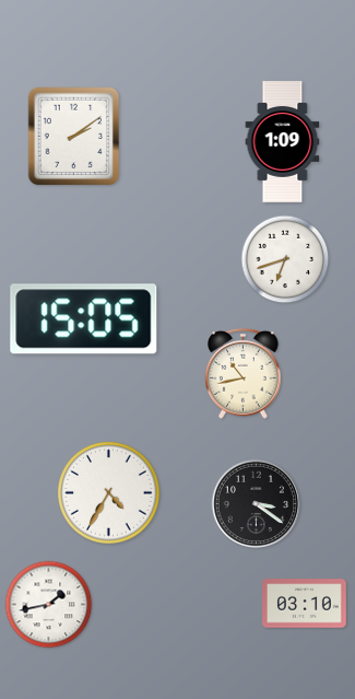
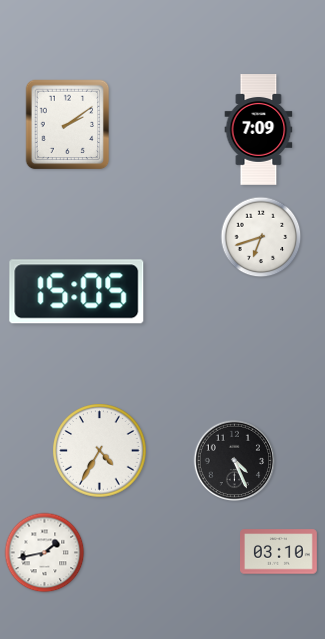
clock at (283, 142): 1:09 -> 7:09
clock at (244, 373): 10:43 -> none
clock at (257, 504): 3:21 -> 4:26
